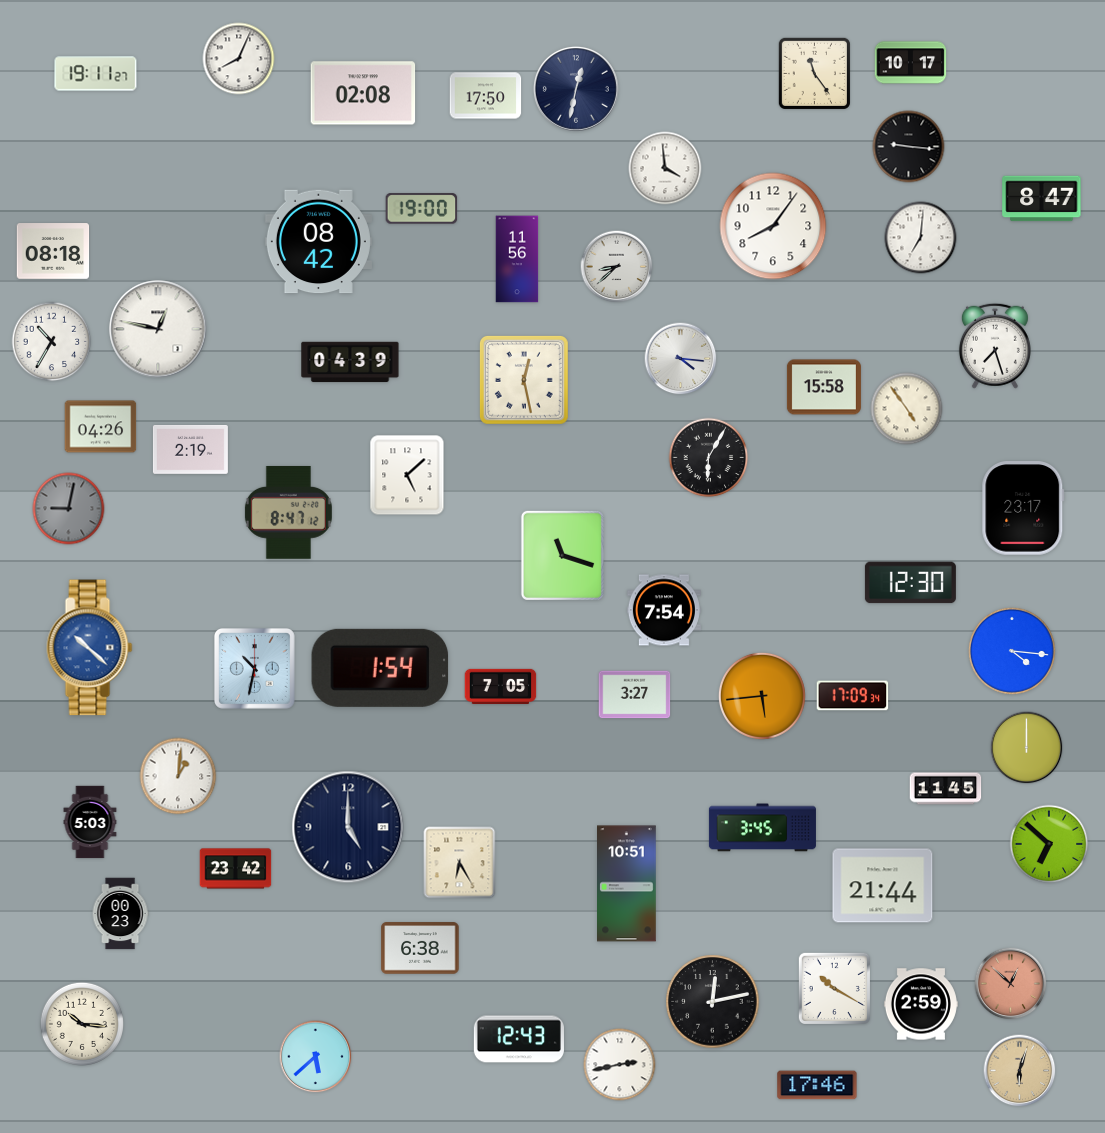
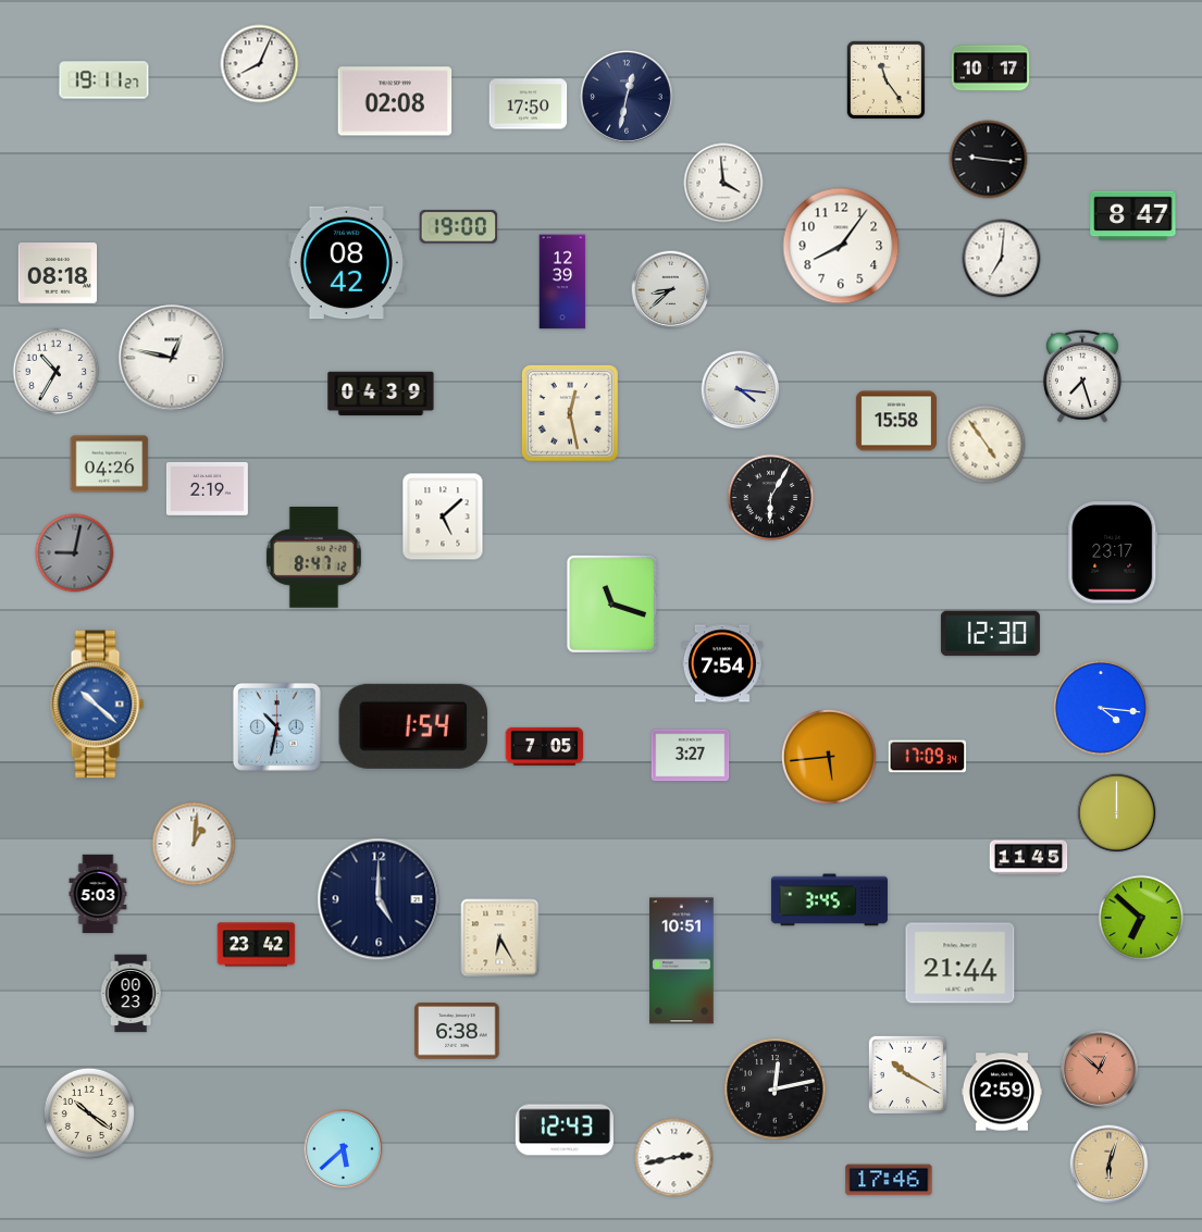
clock at (517, 259): 11:56 -> 12:39
clock at (82, 1024): 10:16 -> 10:21
